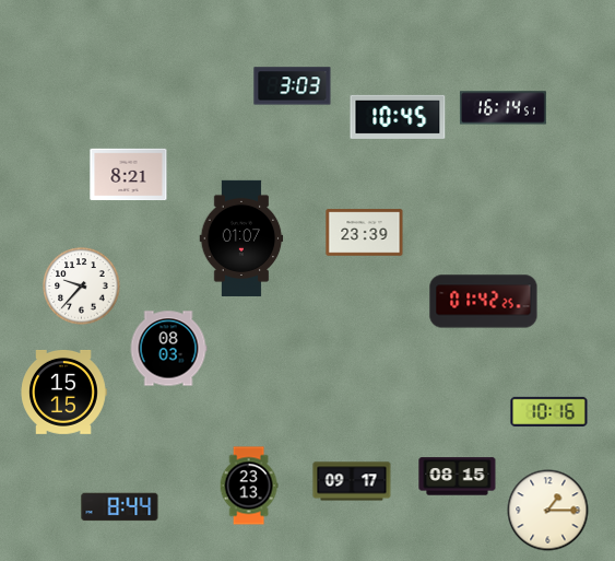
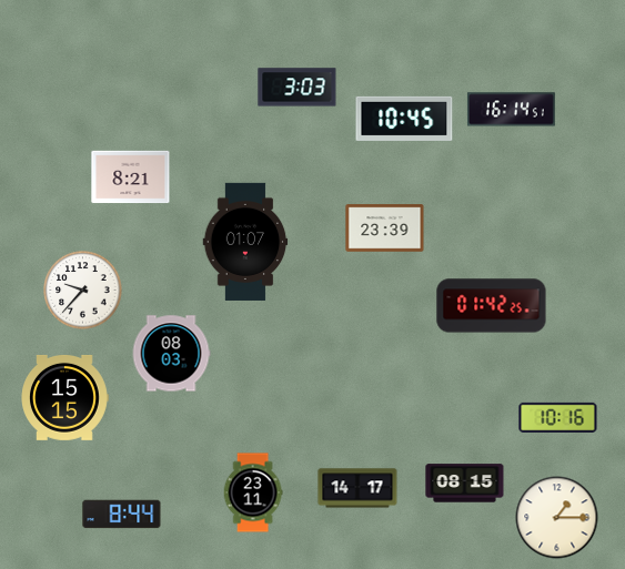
clock at (365, 233) position: (365, 233) -> (385, 228)
clock at (352, 481): 09:17 -> 14:17
clock at (249, 486): 23:13 -> 23:11
